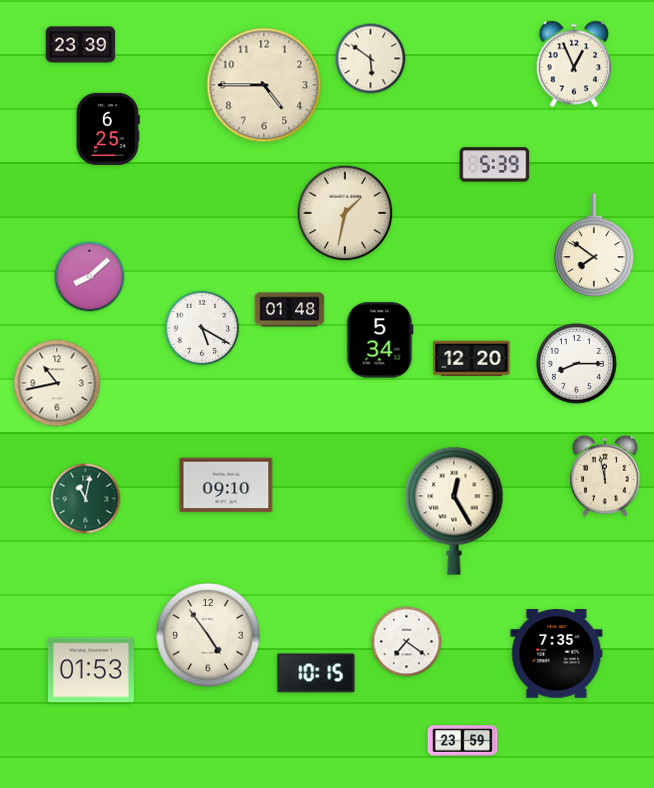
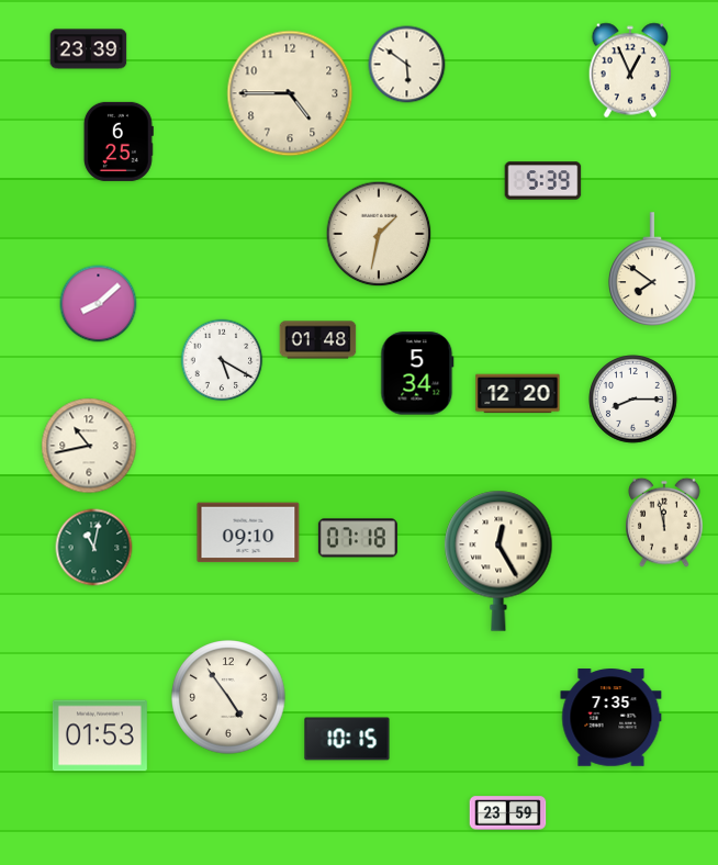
clock at (57, 383) position: (57, 383) -> (89, 446)
clock at (358, 538): none -> 07:18
clock at (407, 642): 7:21 -> none
